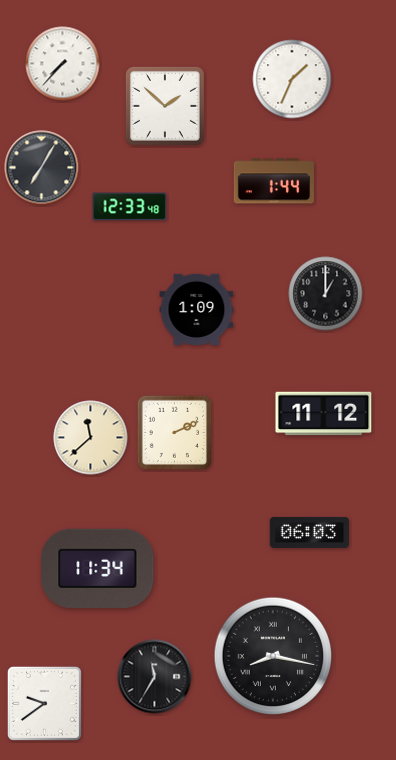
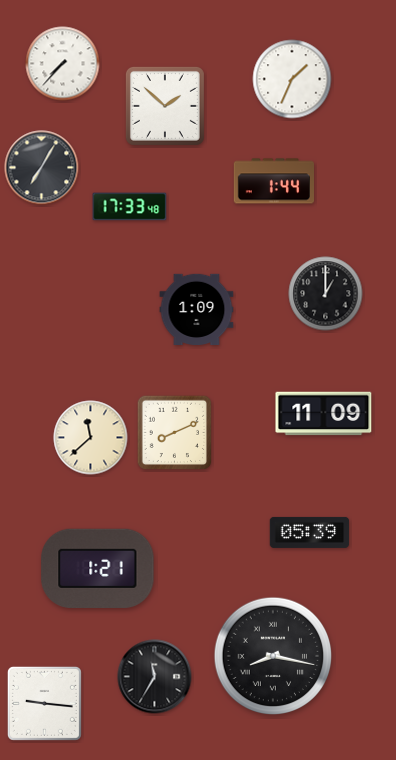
clock at (130, 207): 12:33 -> 17:33
clock at (324, 414): 11:12 -> 11:09
clock at (175, 433): 2:11 -> 8:11
clock at (310, 532): 06:03 -> 05:39
clock at (98, 568): 11:34 -> 1:21
clock at (44, 703): 9:39 -> 9:16
